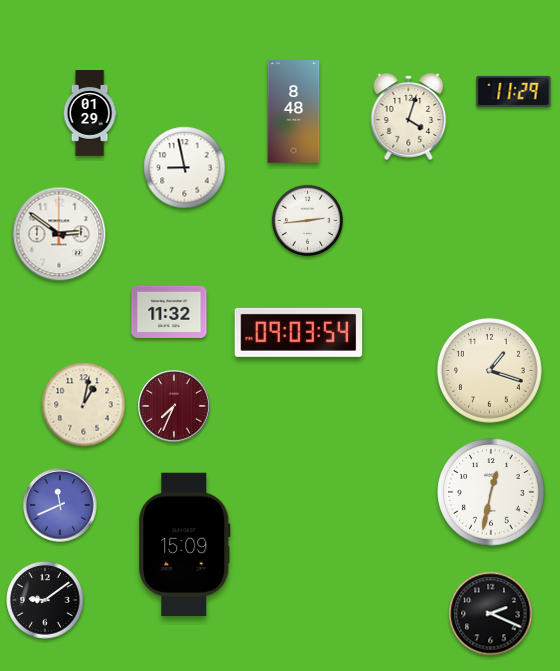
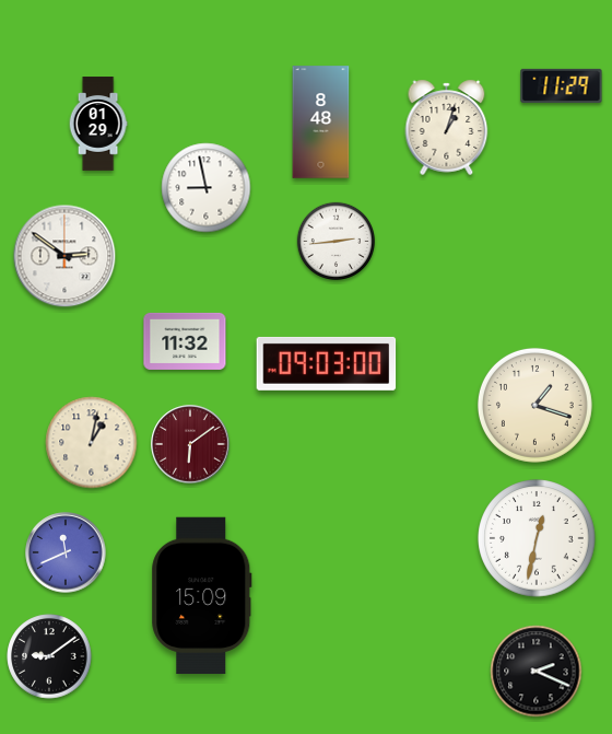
clock at (514, 91) position: (514, 91) -> (562, 85)
clock at (409, 116): 4:03 -> 1:03
clock at (185, 168) position: (185, 168) -> (207, 188)
clock at (299, 332): 09:03:54 -> 09:03:00
clock at (174, 406): 7:34 -> 6:09
